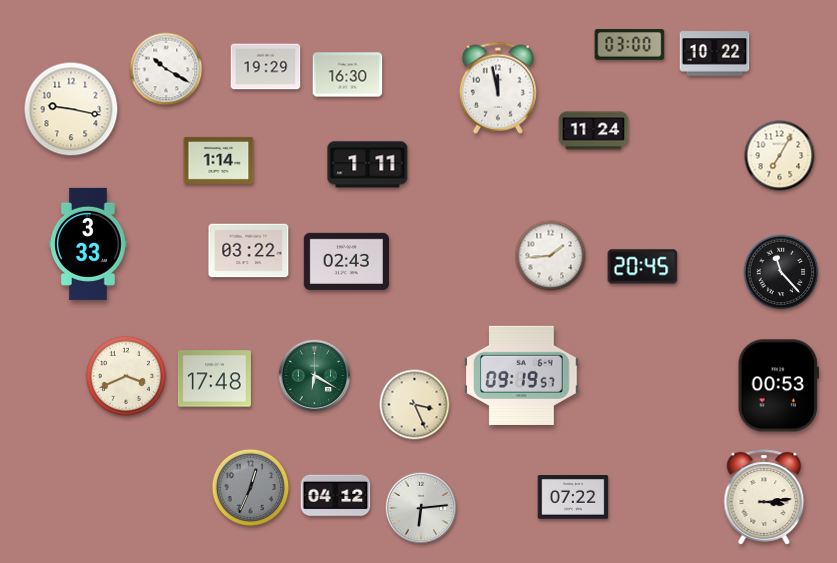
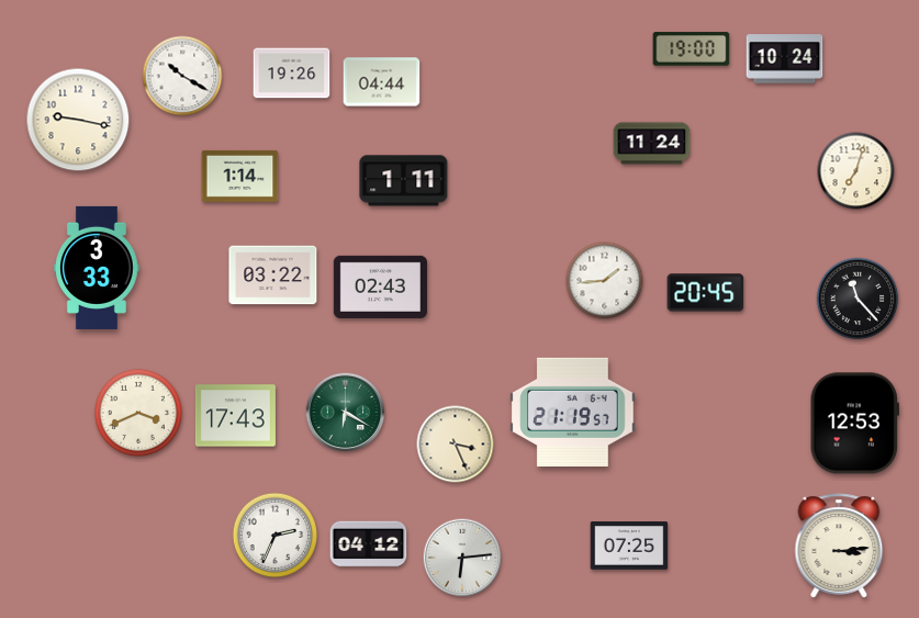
clock at (630, 45): 03:00 -> 19:00
clock at (715, 54): 10:22 -> 10:24
clock at (266, 67): 19:29 -> 19:26
clock at (348, 75): 16:30 -> 04:44
clock at (498, 88): 11:58 -> none
clock at (780, 156): 7:05 -> 7:03
clock at (522, 375): 09:19 -> 21:19
clock at (214, 379): 17:48 -> 17:43
clock at (778, 386): 00:53 -> 12:53
clock at (251, 488): 12:34 -> 2:34
clock at (251, 488) dial: grey -> white
clock at (573, 497): 07:22 -> 07:25
